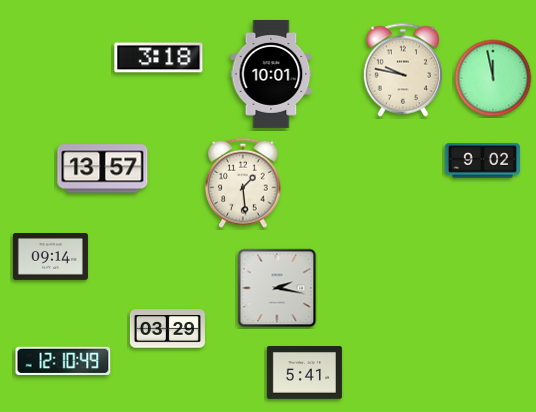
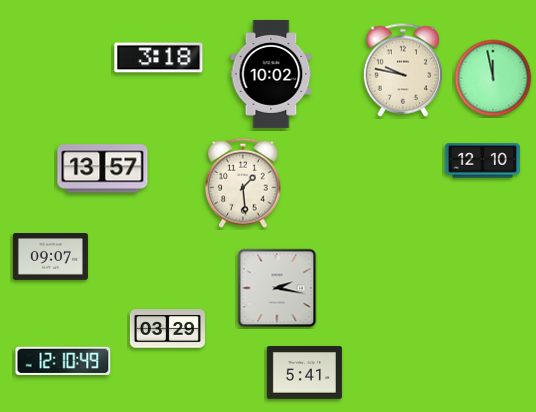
clock at (271, 74): 10:01 -> 10:02
clock at (482, 161): 9:02 -> 12:10
clock at (50, 257): 09:14 -> 09:07
